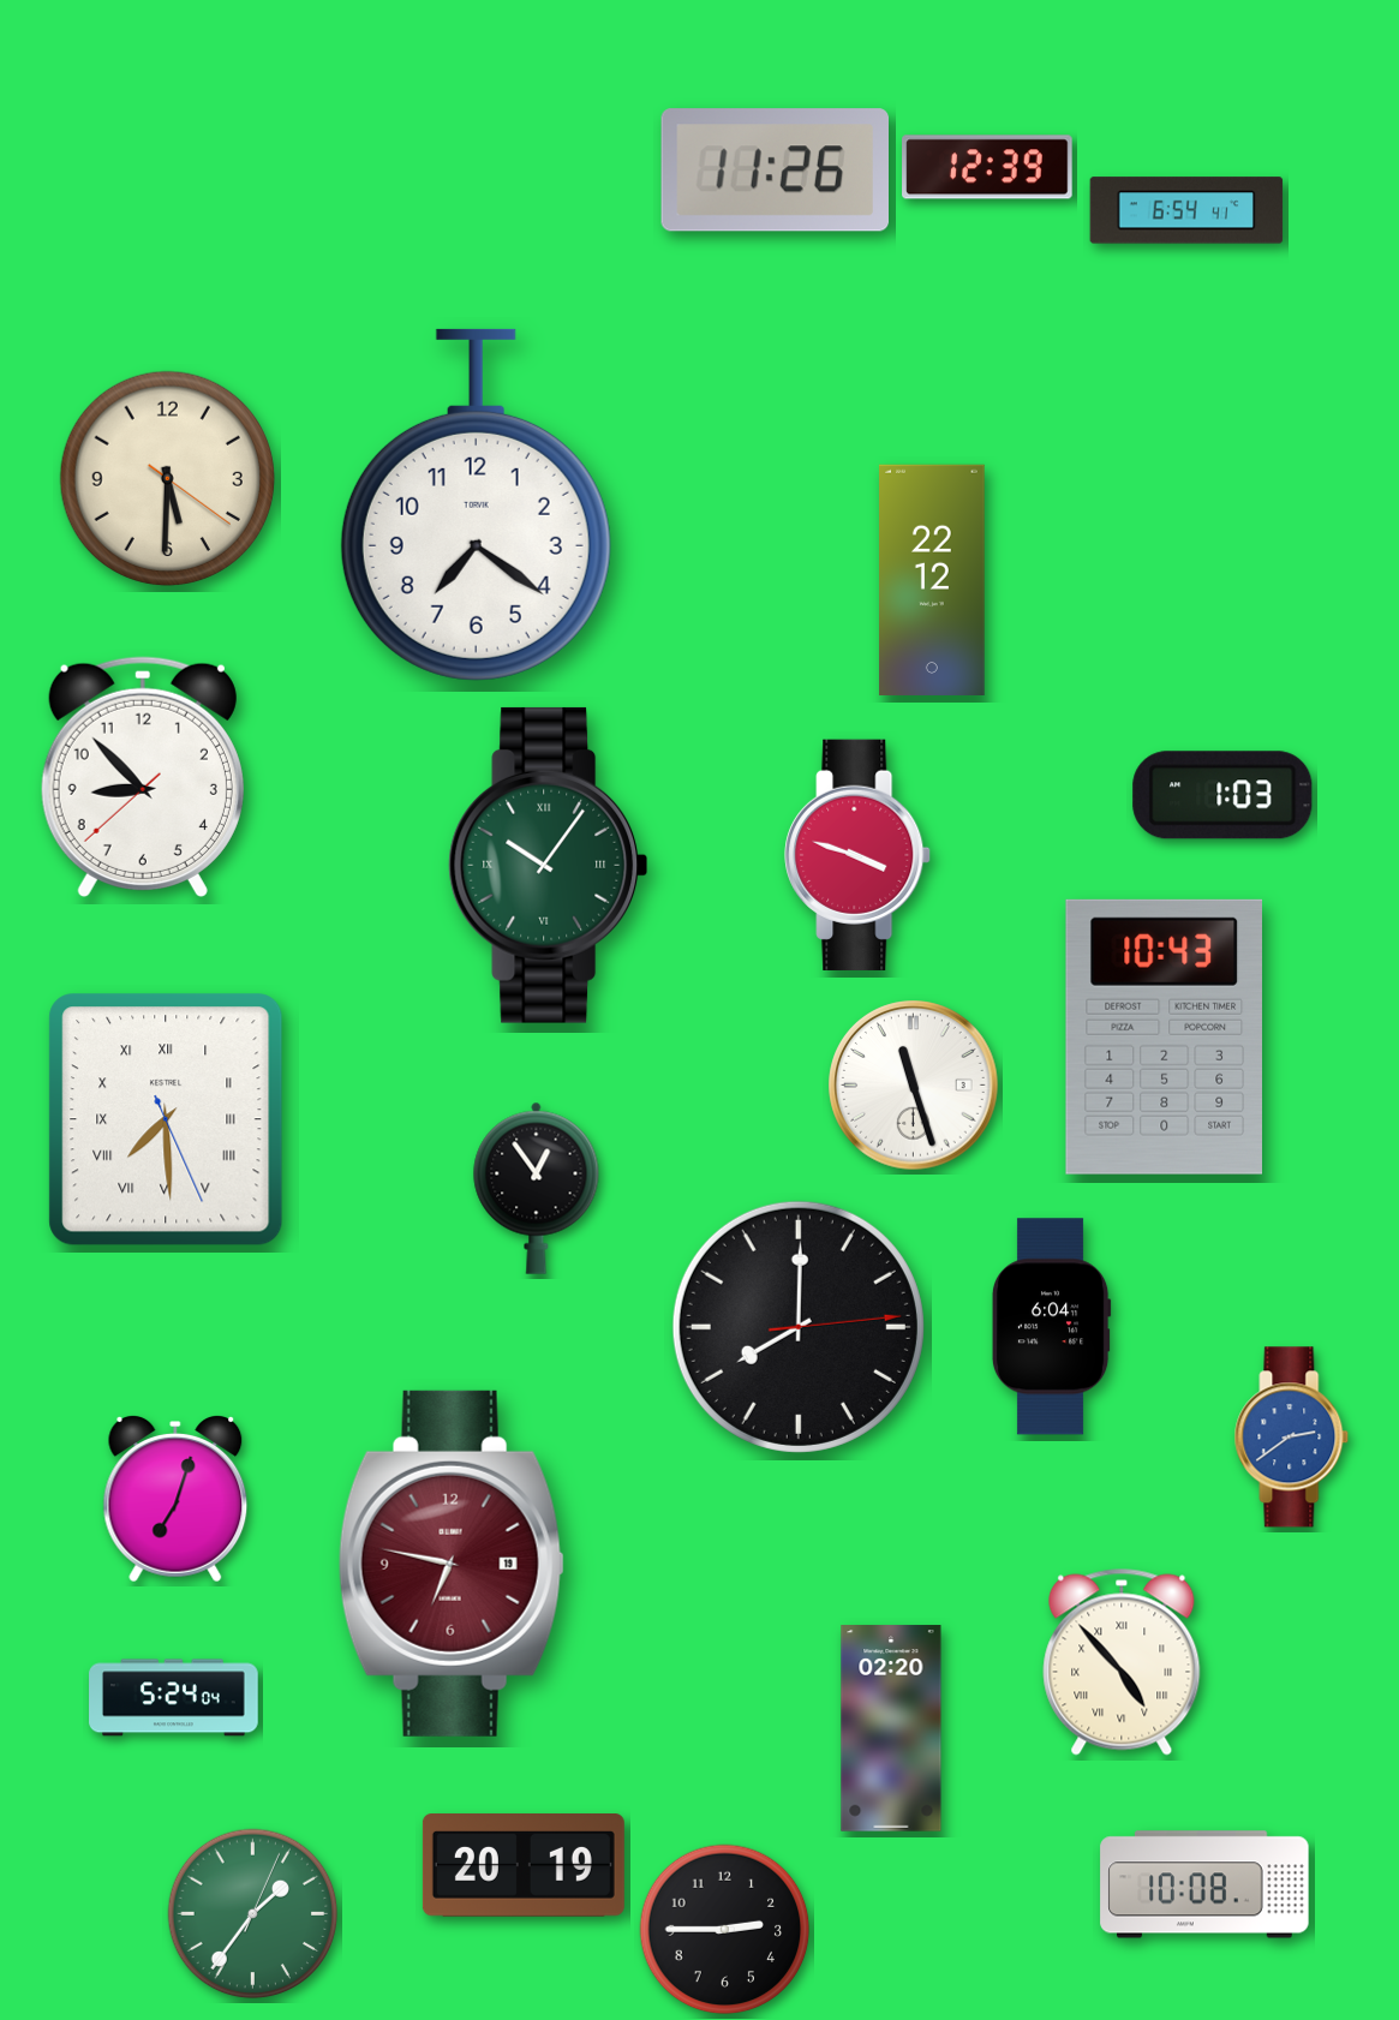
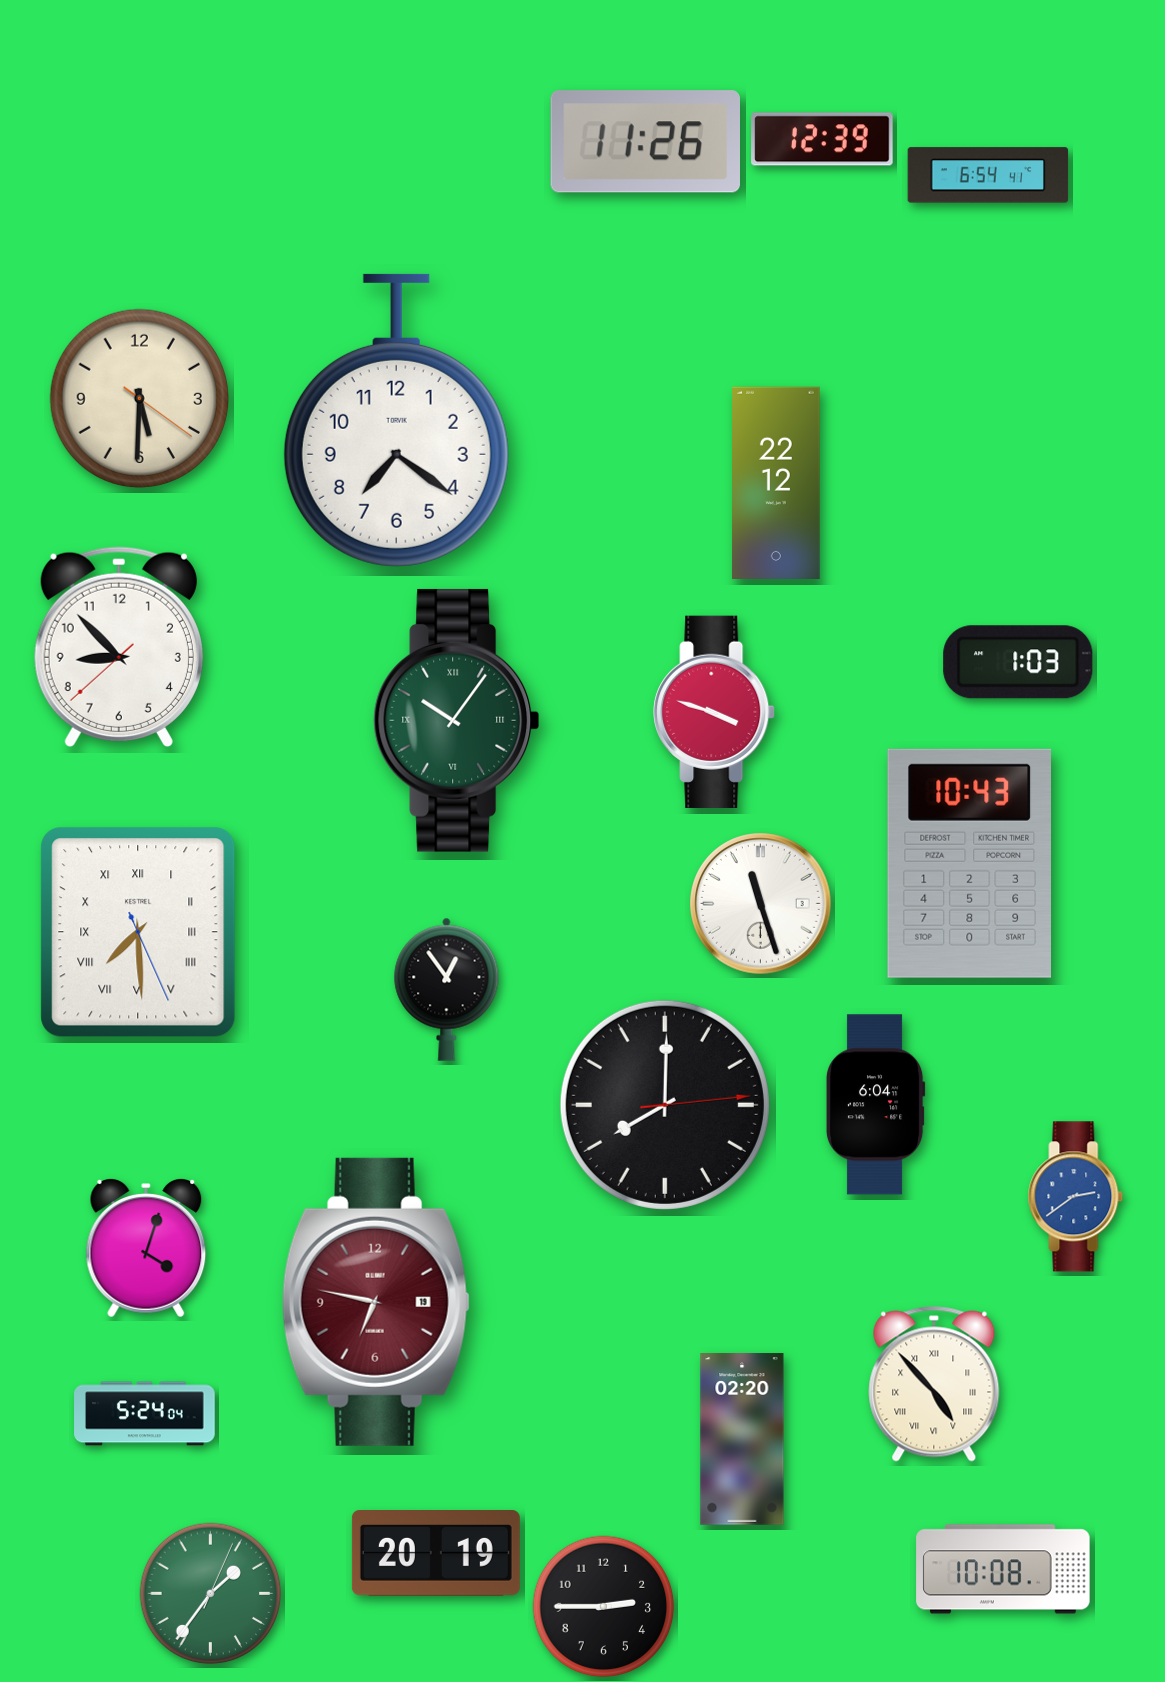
clock at (175, 1499): 7:03 -> 4:03
